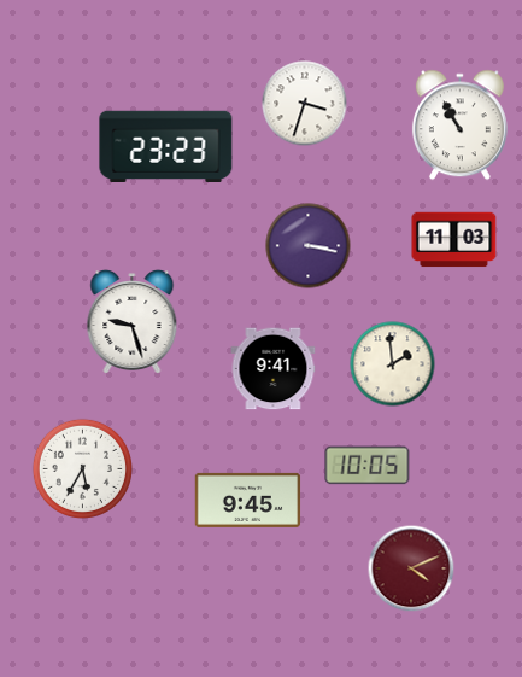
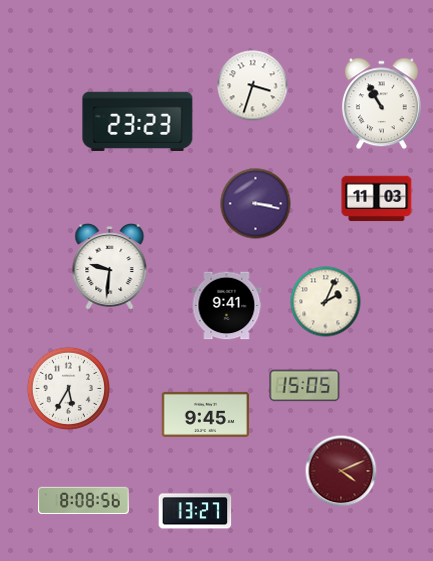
clock at (133, 322): 9:27 -> 9:31
clock at (393, 364): 1:59 -> 2:04
clock at (368, 466): 10:05 -> 15:05
clock at (84, 500): none -> 8:08
clock at (195, 511): none -> 13:27
